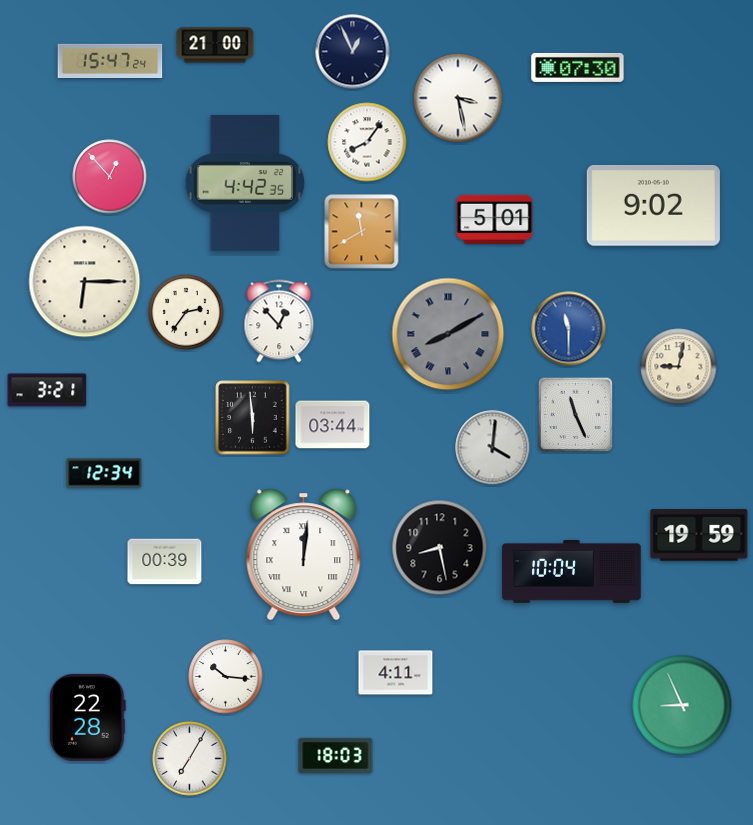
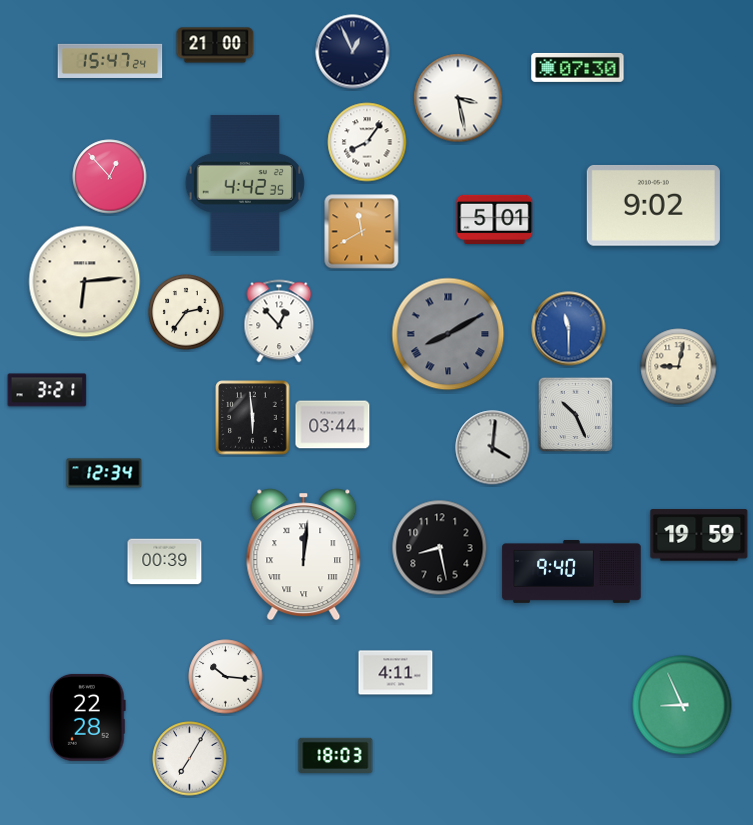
clock at (85, 282): 6:15 -> 6:14
clock at (575, 414): 11:26 -> 10:26
clock at (572, 571): 10:04 -> 9:40
